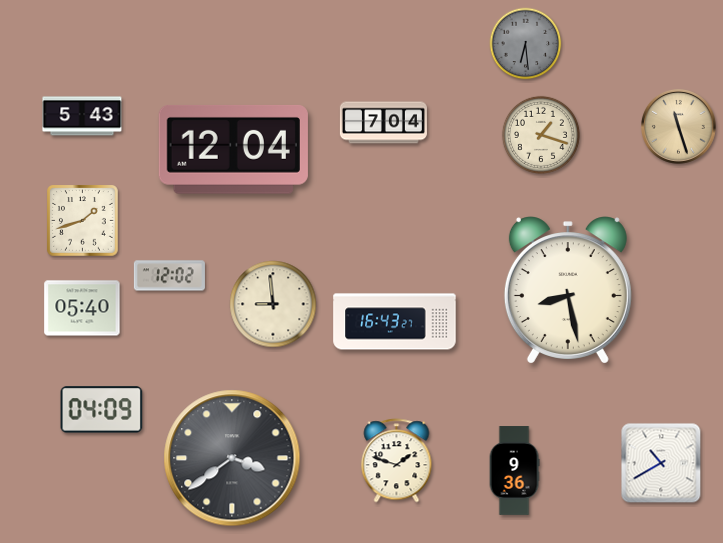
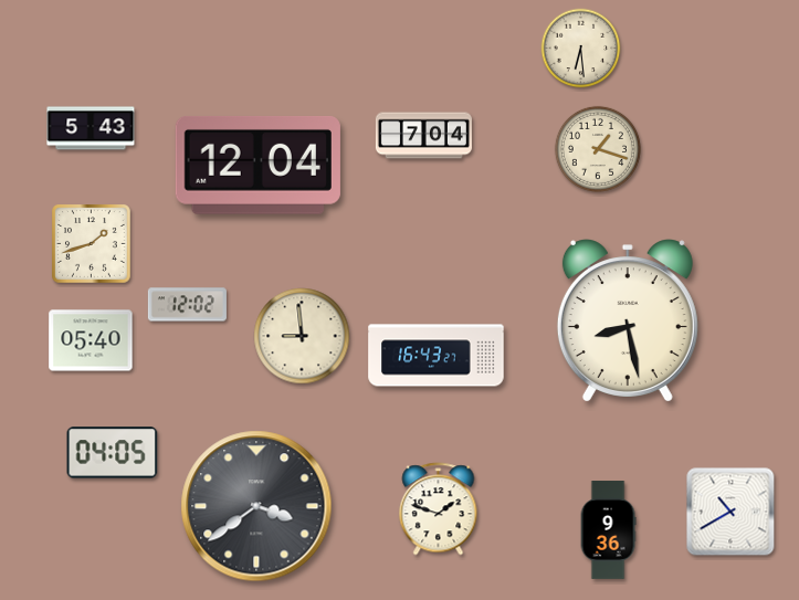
clock at (526, 44) dial: grey -> cream
clock at (678, 126): 11:27 -> none
clock at (102, 410): 04:09 -> 04:05
clock at (514, 471) position: (514, 471) -> (608, 530)
